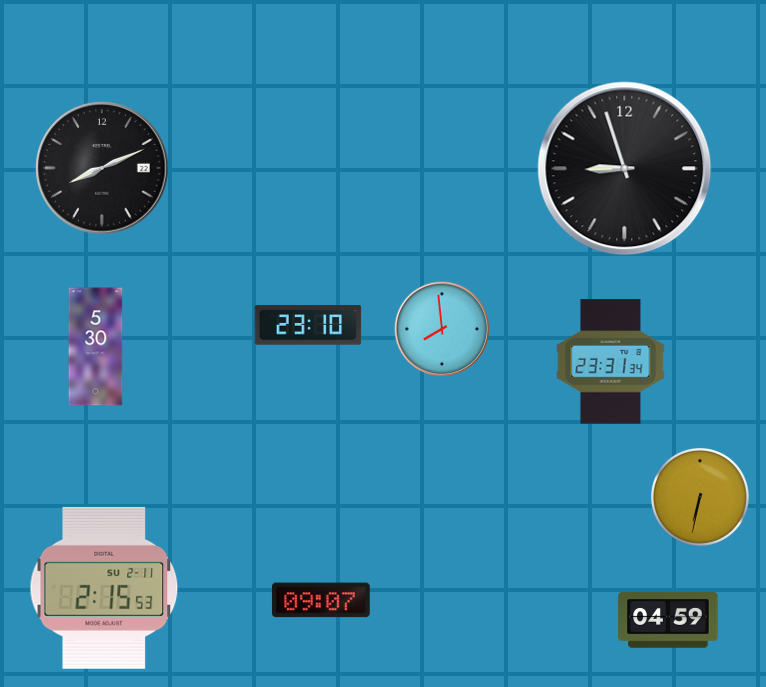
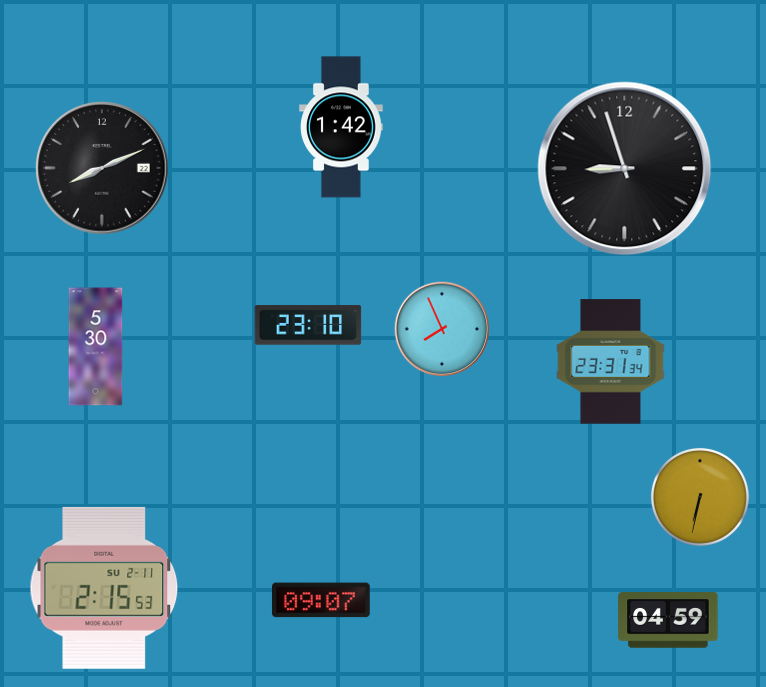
clock at (341, 127): none -> 1:42
clock at (442, 329): 7:59 -> 7:56
